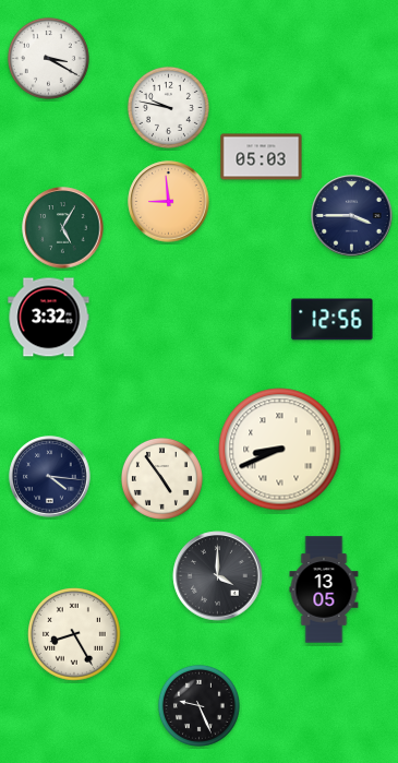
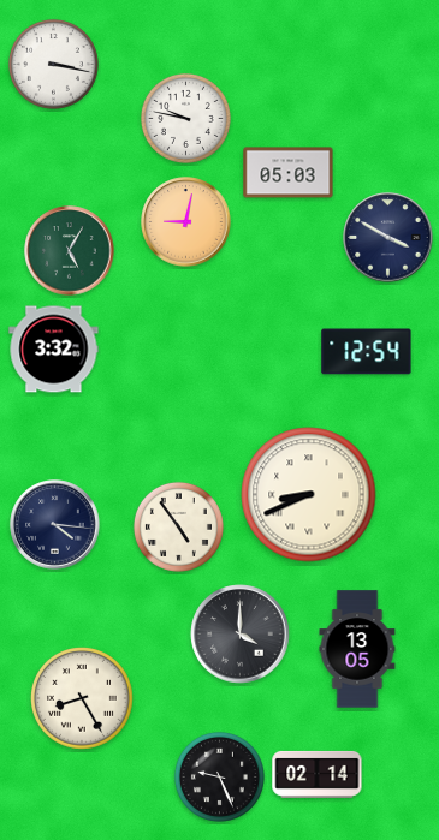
clock at (48, 58): 3:20 -> 3:17
clock at (169, 202): 8:59 -> 9:02
clock at (352, 216): 3:45 -> 3:50
clock at (333, 320): 12:56 -> 12:54
clock at (318, 774): none -> 02:14
